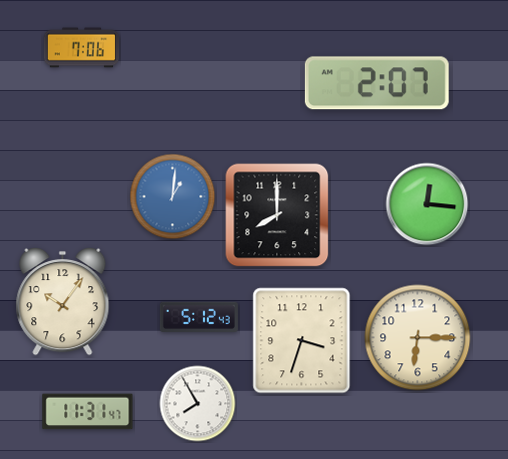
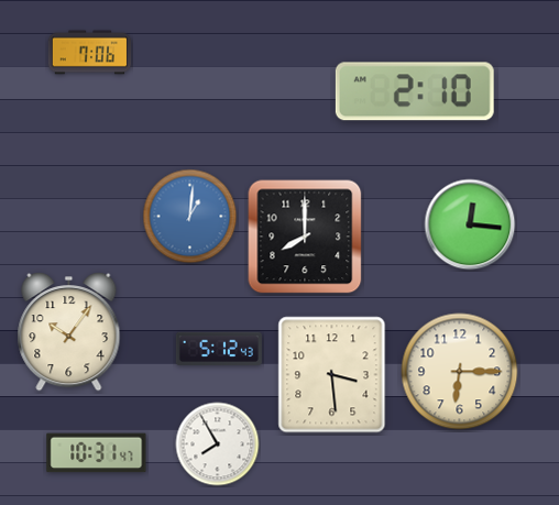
clock at (377, 83): 2:07 -> 2:10
clock at (302, 341): 3:33 -> 3:29
clock at (88, 412): 11:31 -> 10:31
